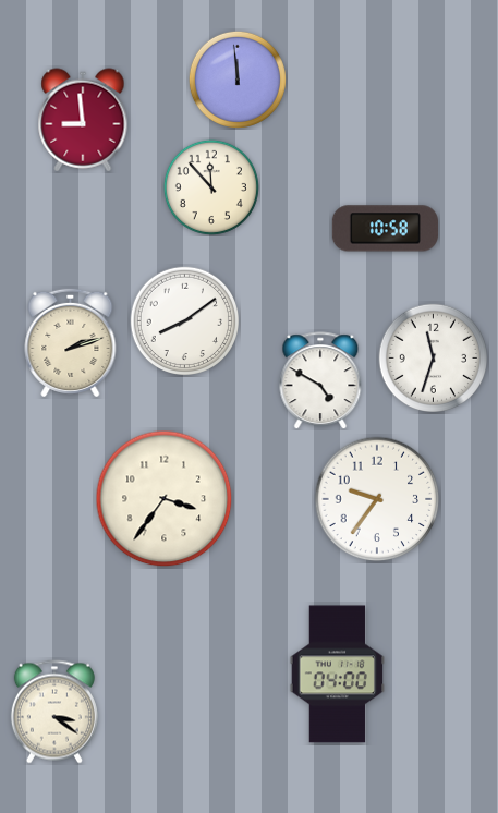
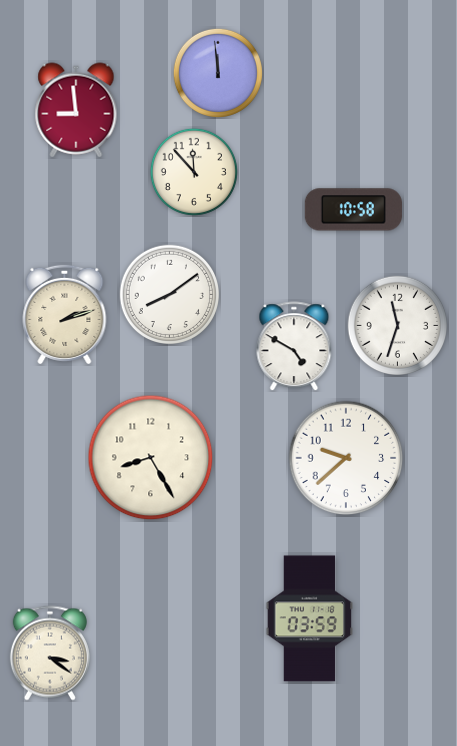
clock at (433, 357) position: (433, 357) -> (397, 325)
clock at (320, 380) position: (320, 380) -> (294, 346)
clock at (165, 499): 3:36 -> 8:25
clock at (377, 499): 9:36 -> 9:38
clock at (338, 675): 04:00 -> 03:59
